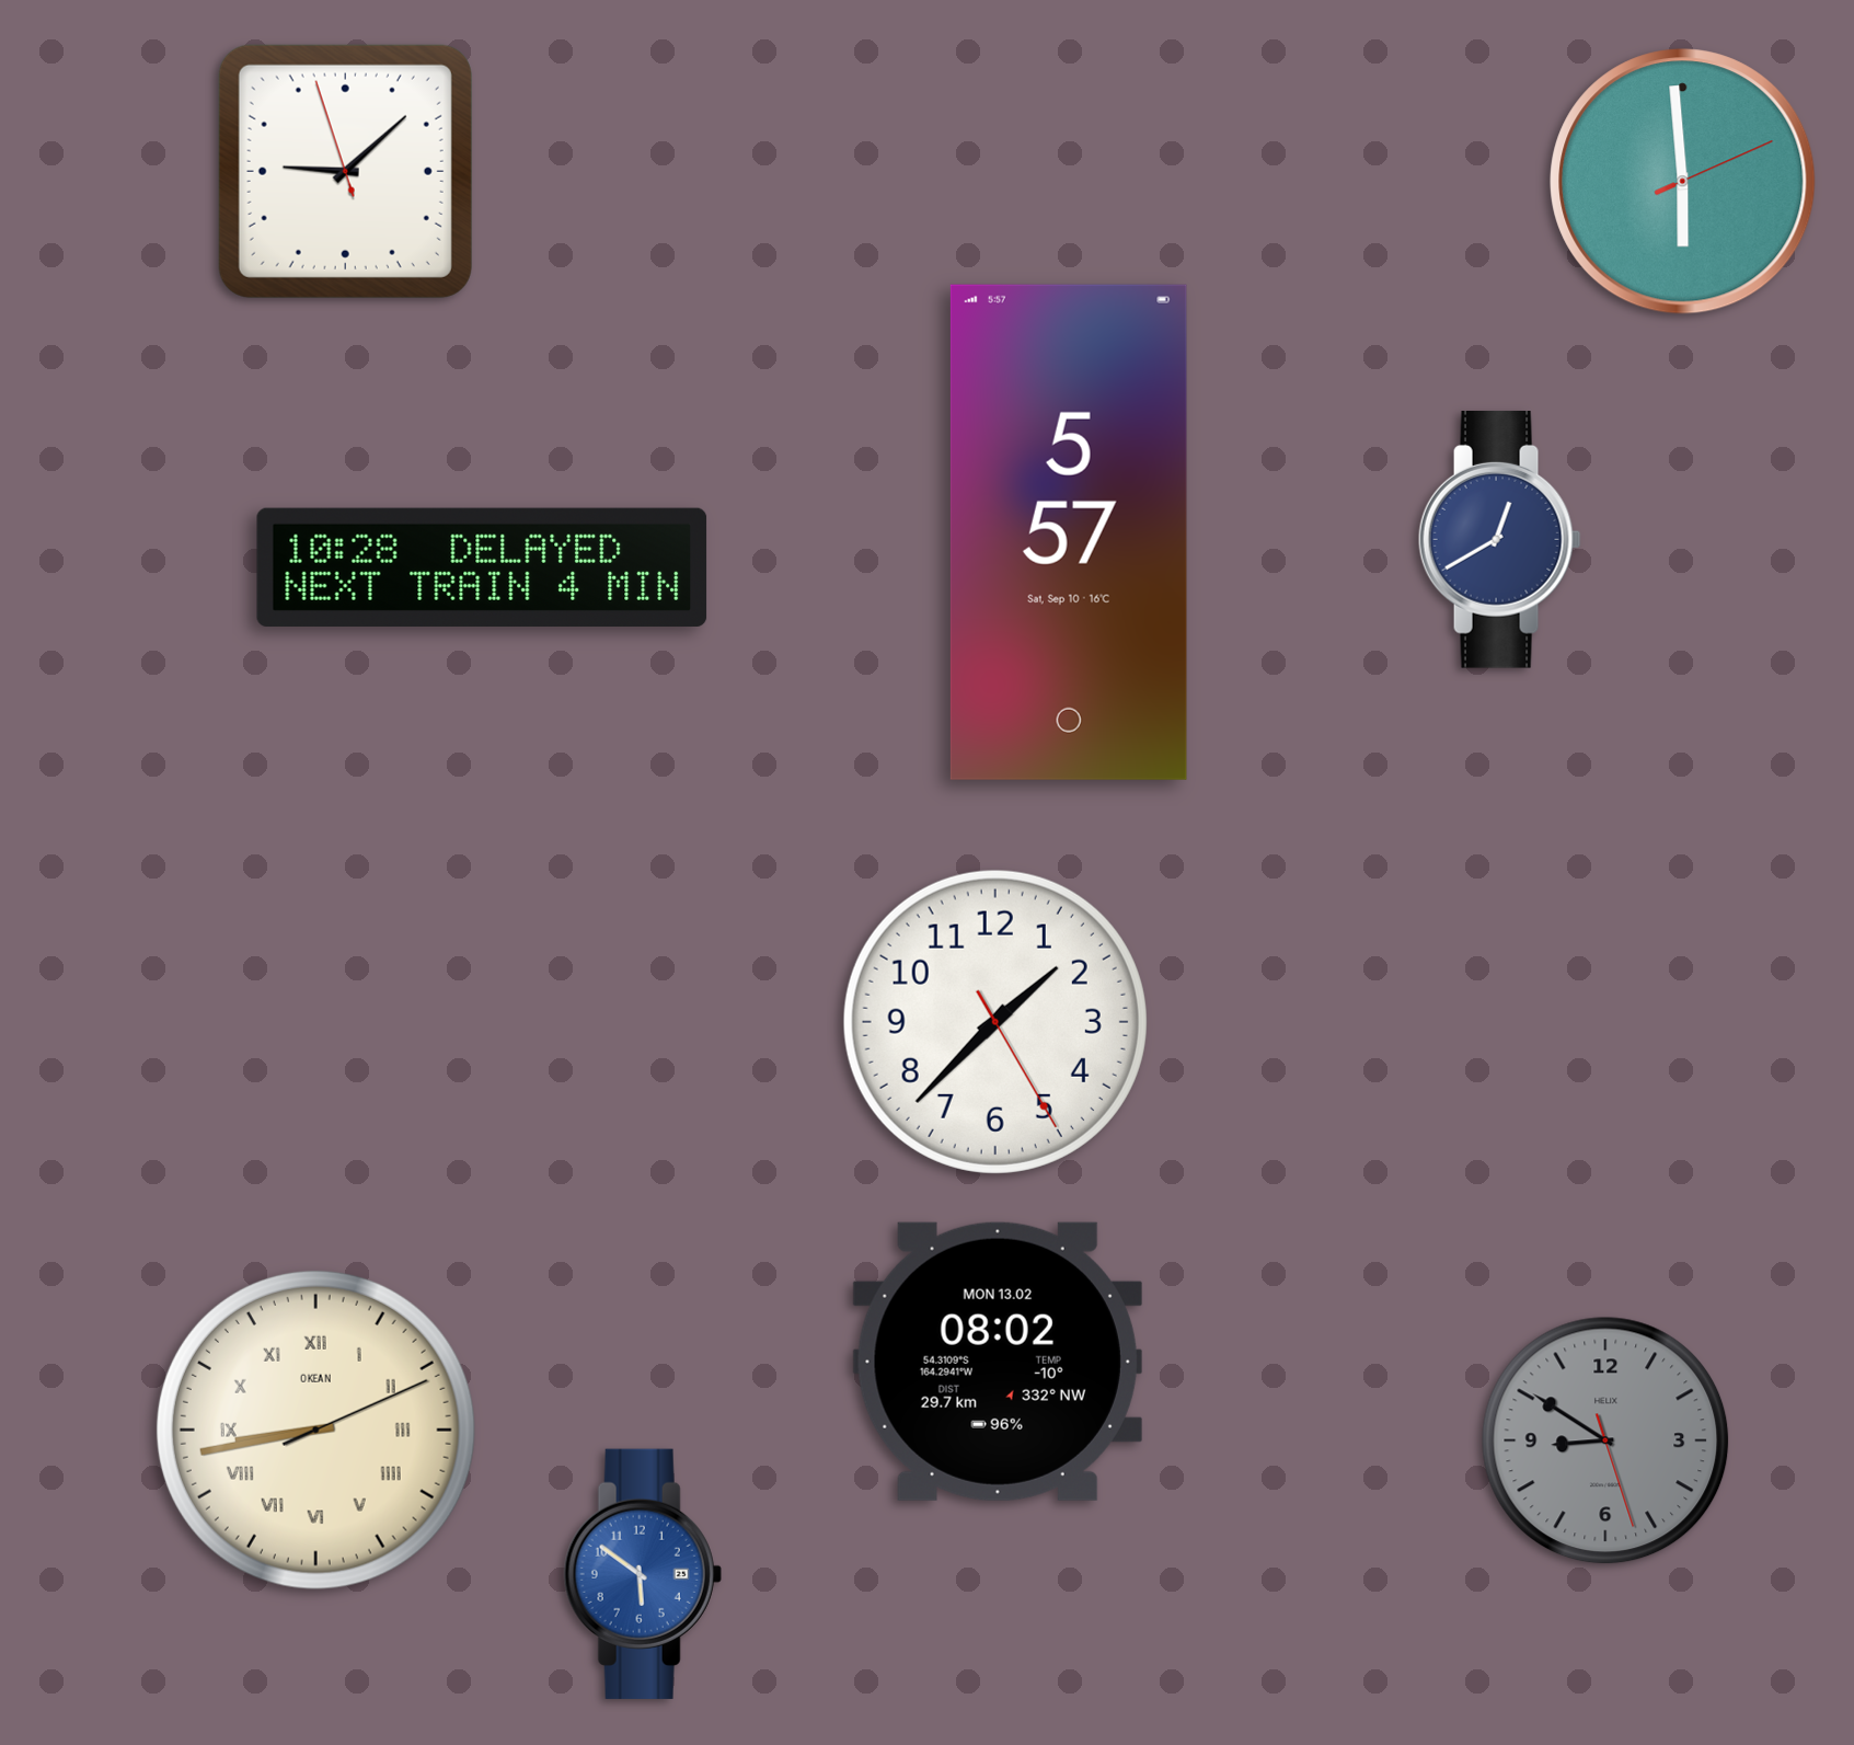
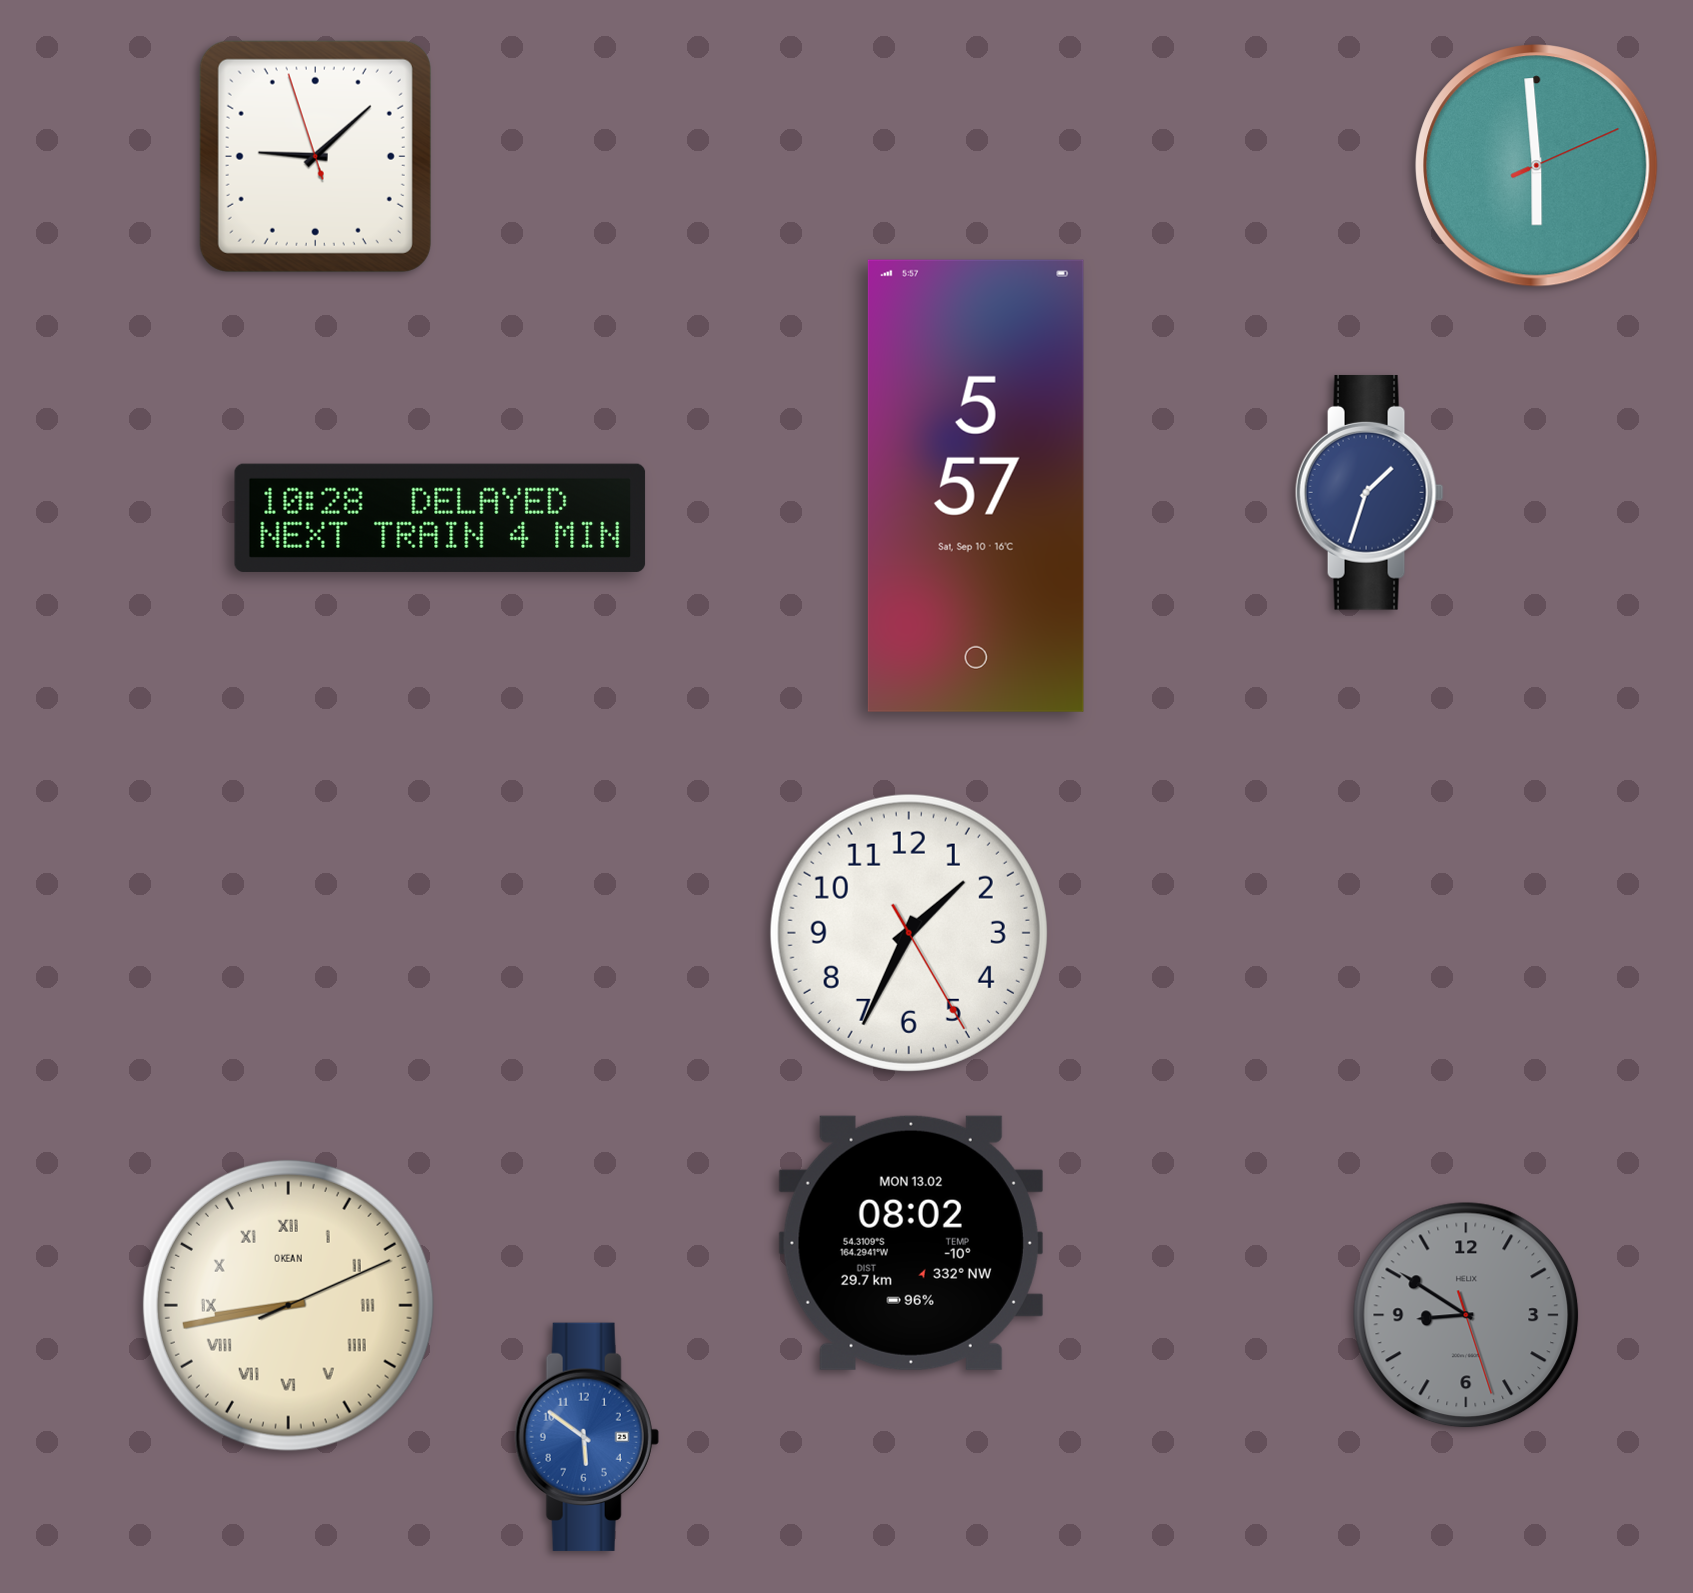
clock at (1499, 539): 12:40 -> 1:33
clock at (995, 1022): 1:37 -> 1:34
